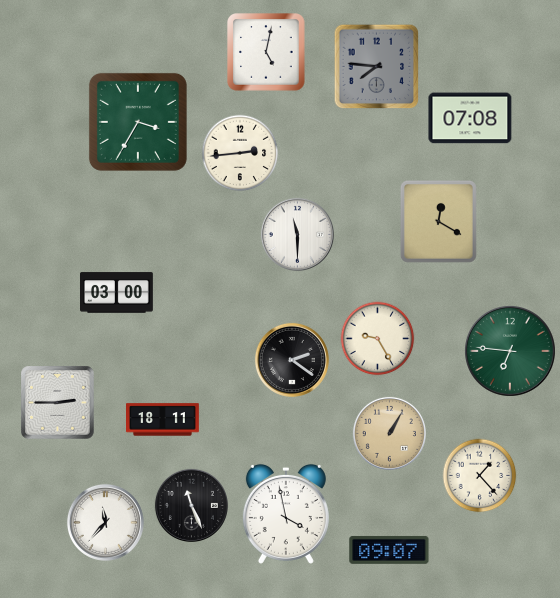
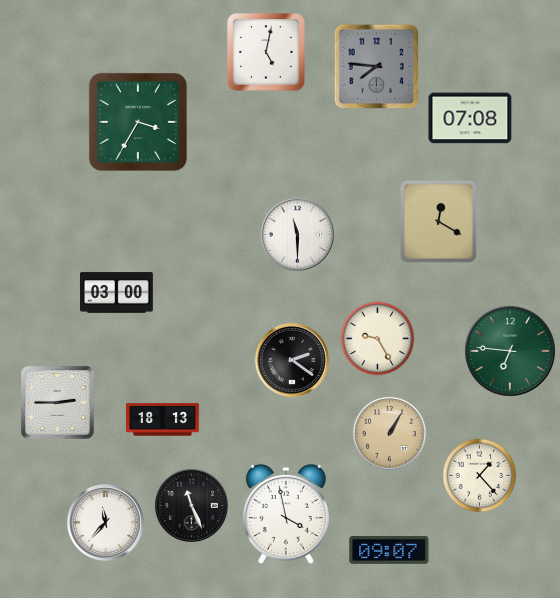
clock at (240, 153): 2:44 -> none
clock at (163, 420): 18:11 -> 18:13
